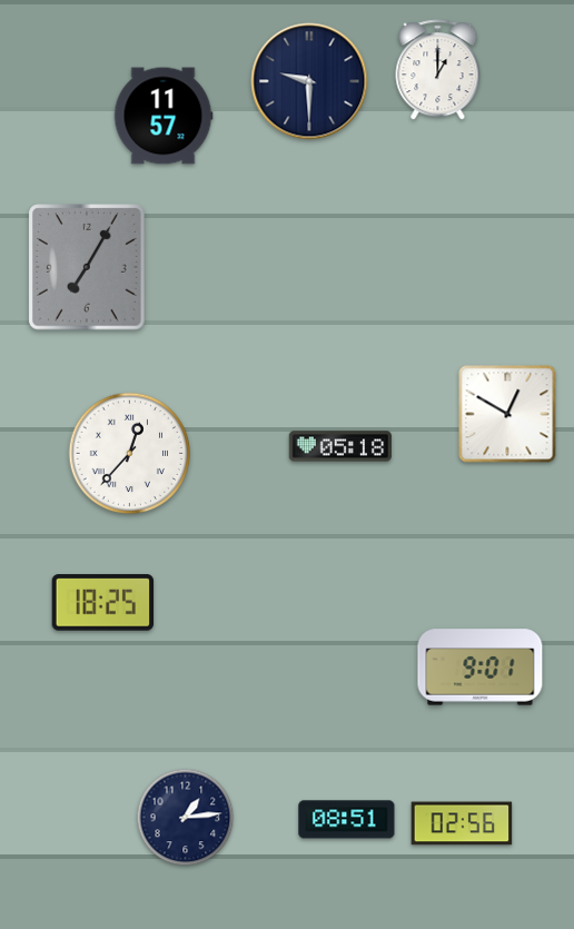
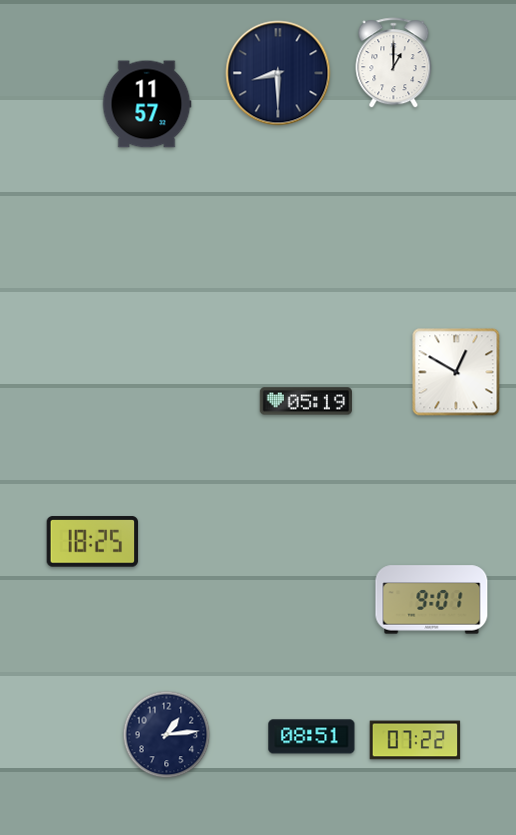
clock at (309, 81): 9:30 -> 8:30
clock at (87, 267): 7:05 -> none
clock at (340, 446): 05:18 -> 05:19
clock at (130, 454): 12:37 -> none
clock at (462, 823): 02:56 -> 07:22
